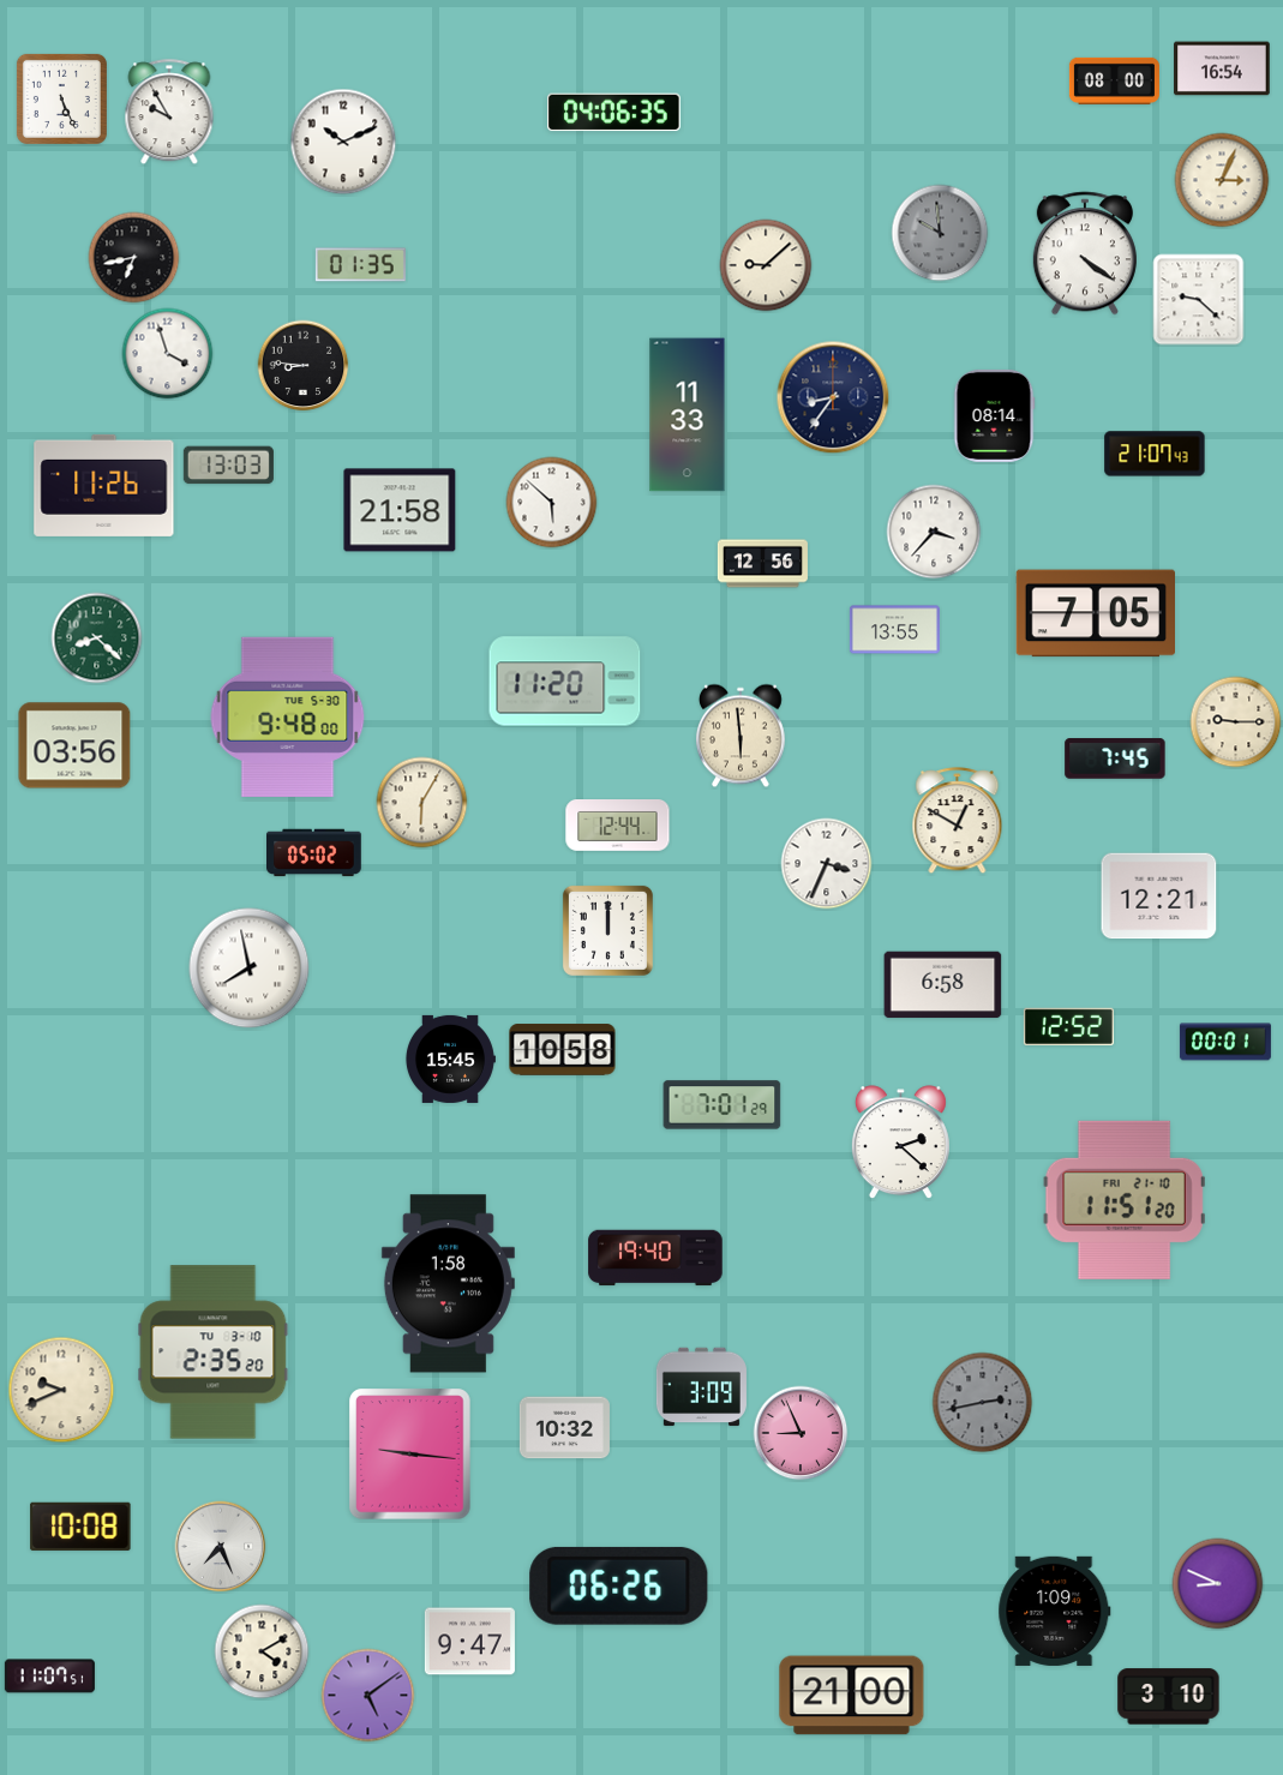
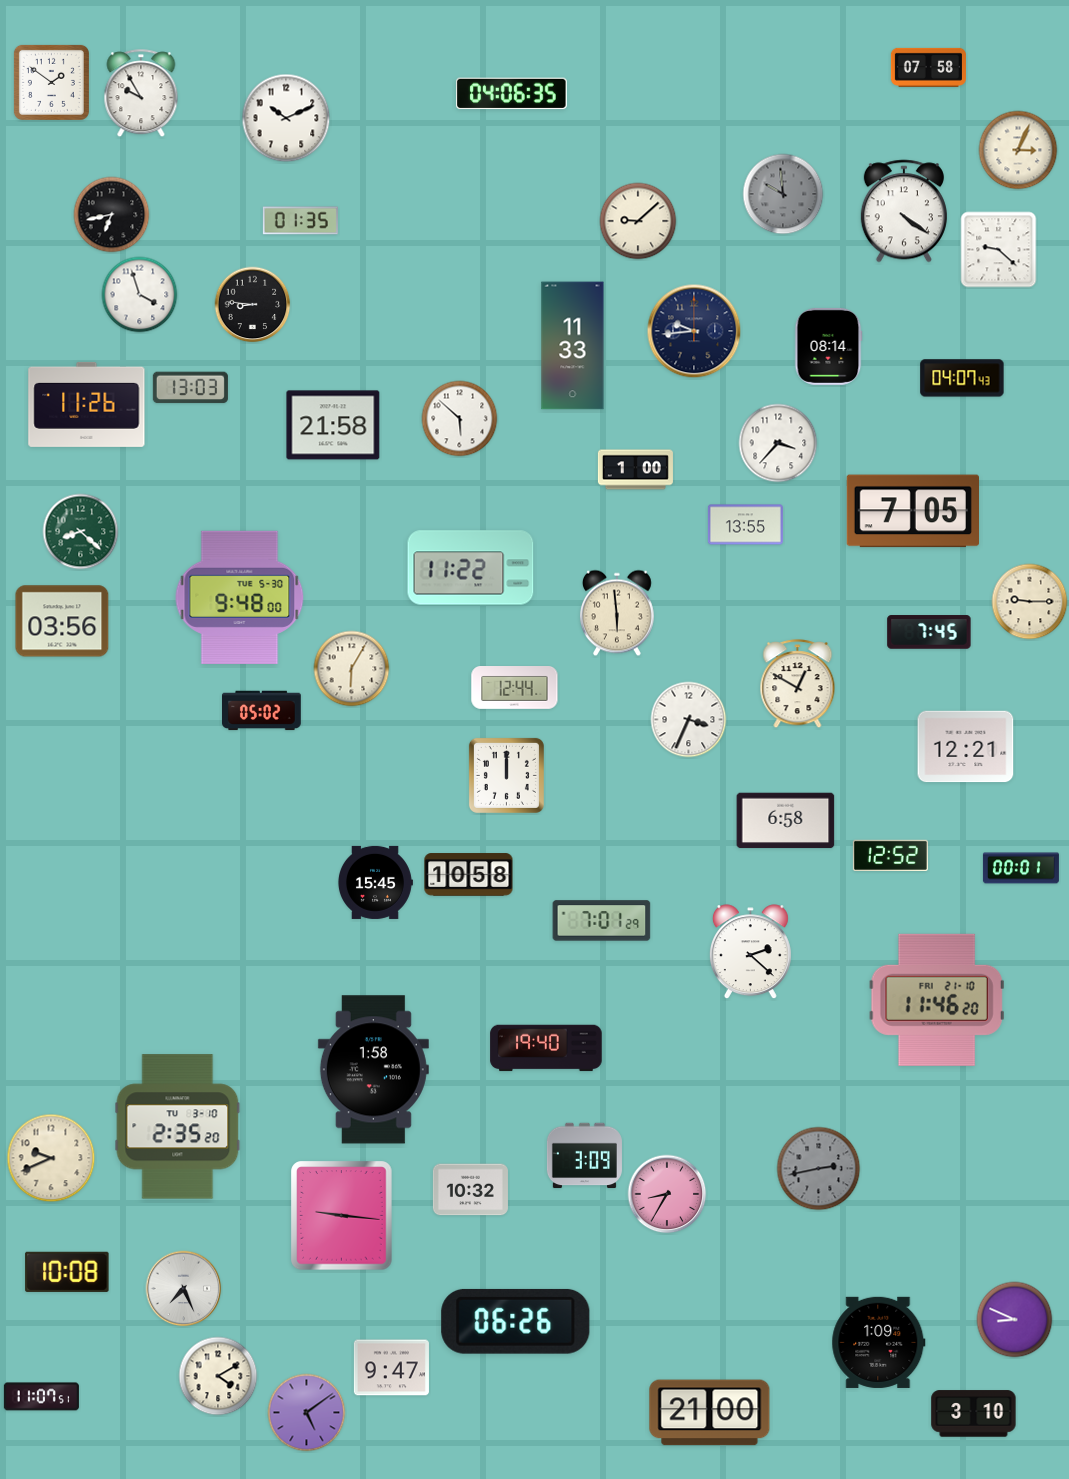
clock at (1222, 68): 16:54 -> none
clock at (1114, 80): 08:00 -> 07:58
clock at (61, 98): 5:26 -> 1:51
clock at (833, 397): 8:36 -> 9:44
clock at (1155, 454): 21:07 -> 04:07
clock at (762, 564): 12:56 -> 1:00
clock at (565, 682): 11:20 -> 11:22
clock at (250, 969): 7:58 -> none
clock at (1125, 1200): 11:51 -> 11:46
clock at (801, 1433): 8:56 -> 8:35
clock at (410, 1455) position: (410, 1455) -> (342, 1216)
